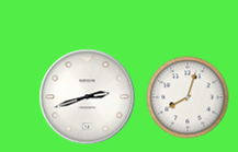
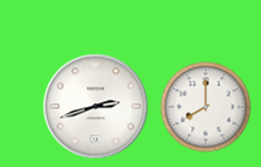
clock at (188, 97): 8:03 -> 8:00
